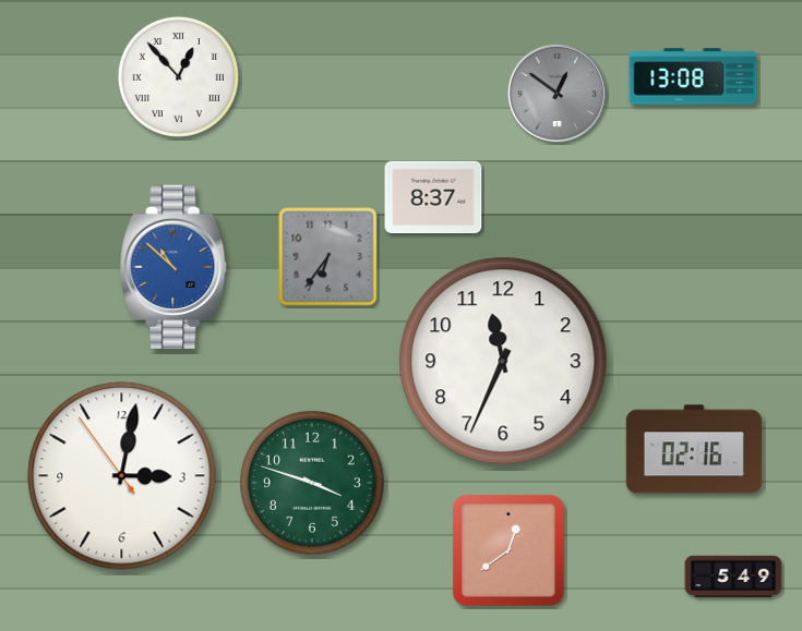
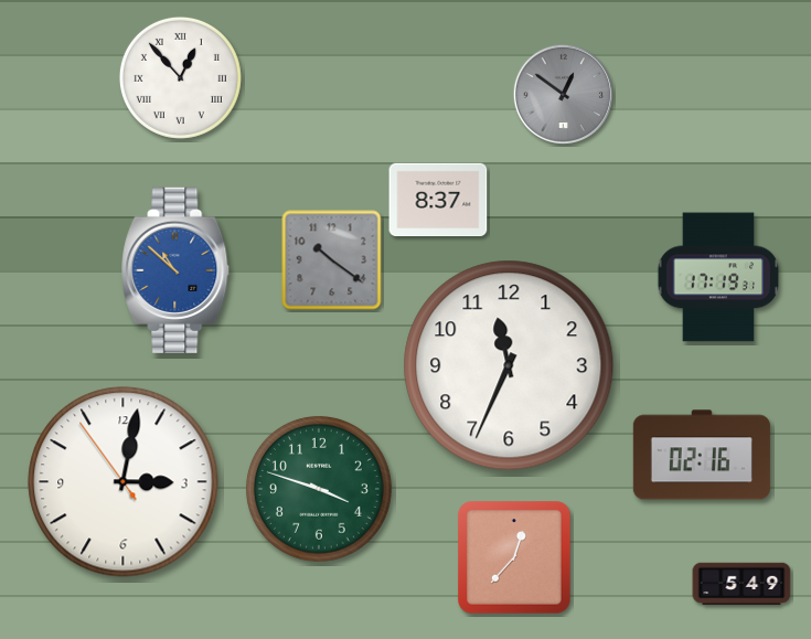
clock at (693, 76): 13:08 -> none
clock at (328, 257): 6:36 -> 10:21
clock at (718, 277): none -> 17:19
clock at (312, 483) position: (312, 483) -> (319, 489)
clock at (508, 550): 12:39 -> 12:37
